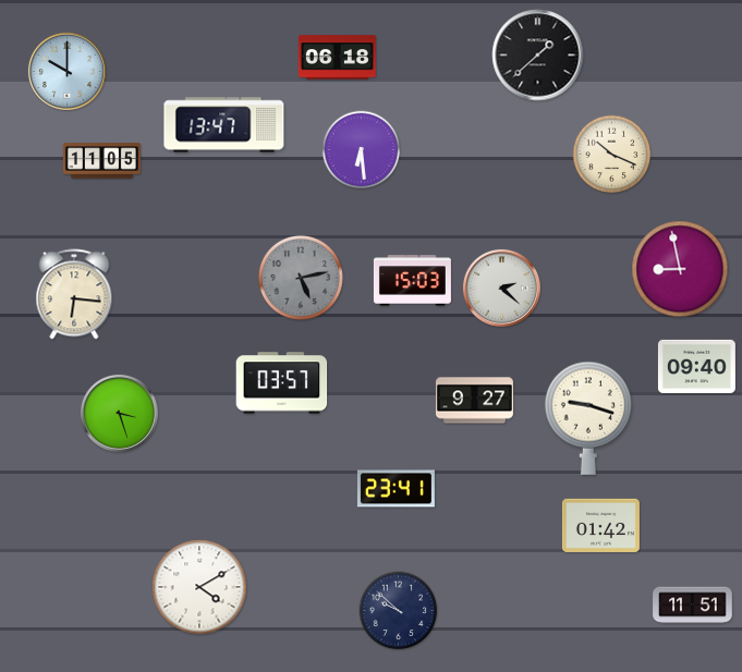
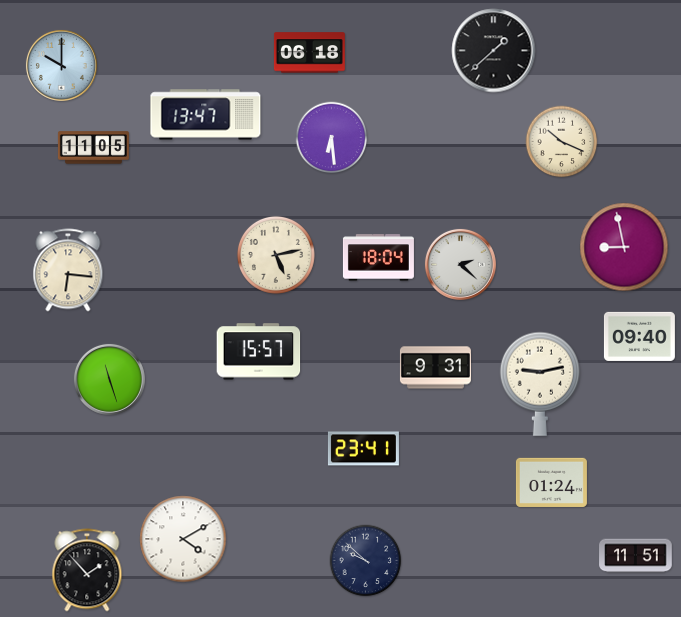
clock at (301, 278) dial: grey -> cream
clock at (412, 281): 15:03 -> 18:04
clock at (282, 383): 03:57 -> 15:57
clock at (474, 401): 9:27 -> 9:31
clock at (119, 413): 3:27 -> 11:27
clock at (588, 418): 9:18 -> 9:13
clock at (600, 525): 01:42 -> 01:24
clock at (87, 570): none -> 1:53
